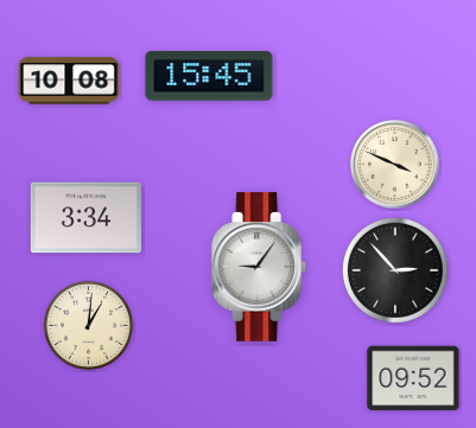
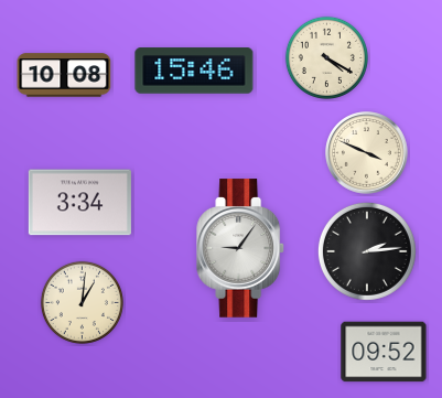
clock at (326, 57): none -> 4:20
clock at (209, 76): 15:45 -> 15:46
clock at (395, 270): 2:53 -> 2:14
